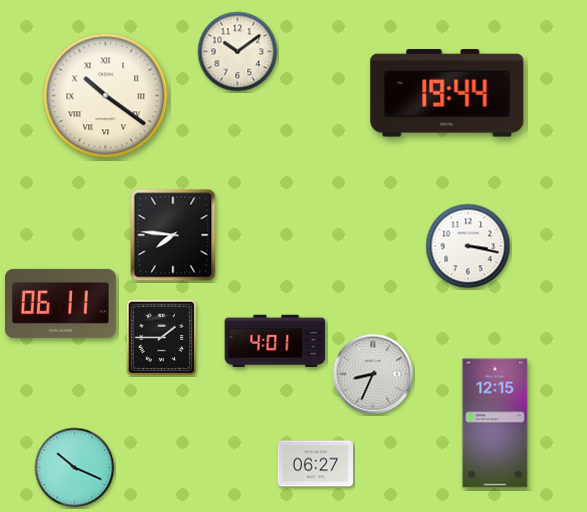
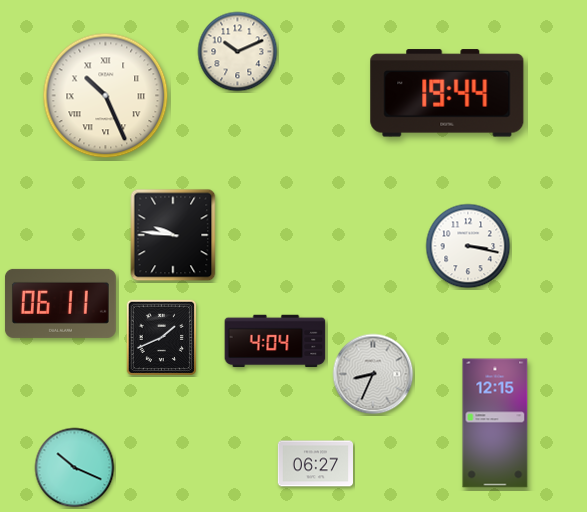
clock at (238, 52): 10:09 -> 10:11
clock at (106, 96): 10:21 -> 10:26
clock at (173, 235): 7:46 -> 9:46
clock at (161, 337): 1:45 -> 1:41
clock at (275, 341): 4:01 -> 4:04
